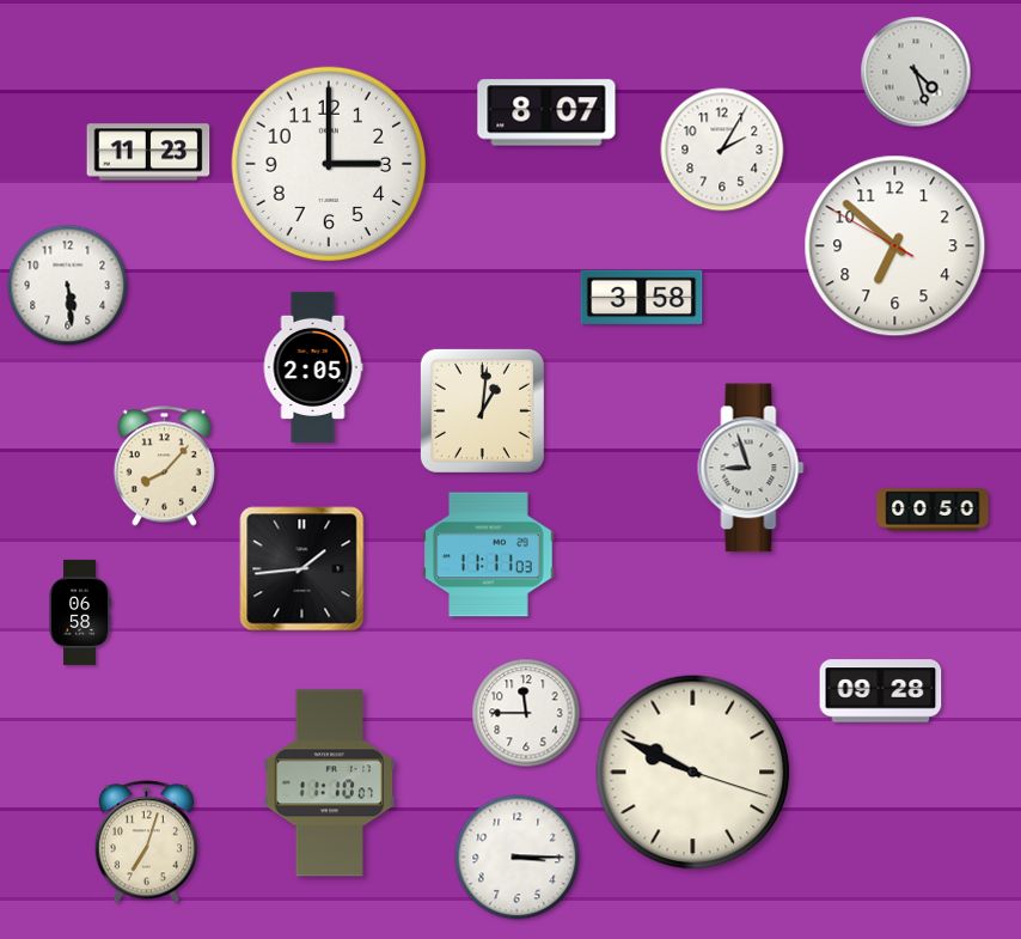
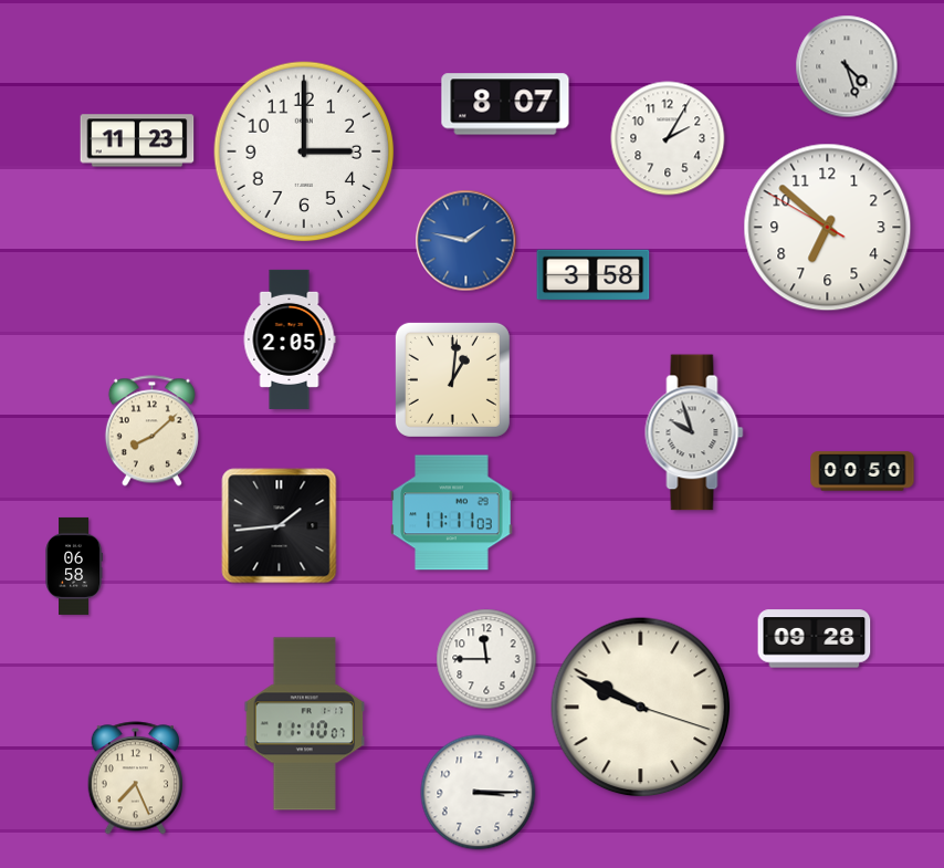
clock at (466, 241): none -> 1:47
clock at (68, 286): 5:29 -> none
clock at (482, 410) position: (482, 410) -> (452, 379)
clock at (164, 467): 8:07 -> 8:08
clock at (751, 468): 8:57 -> 9:57
clock at (693, 773) position: (693, 773) -> (641, 708)
clock at (146, 842): 7:03 -> 7:26
